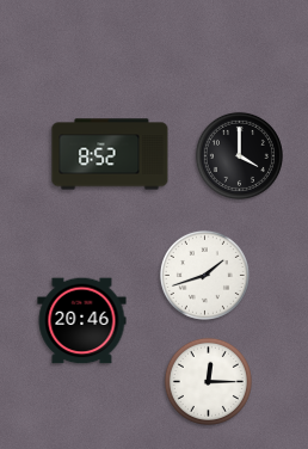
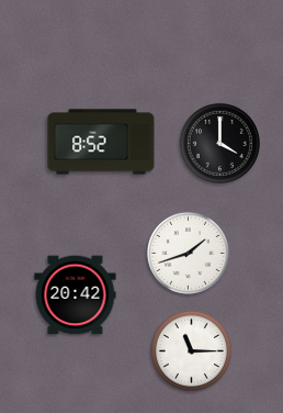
clock at (82, 321): 20:46 -> 20:42
clock at (208, 381): 12:15 -> 11:15
